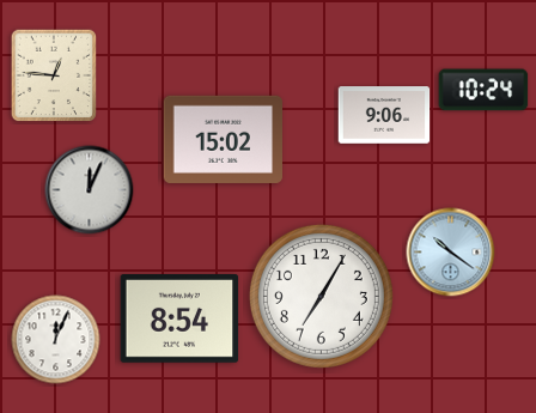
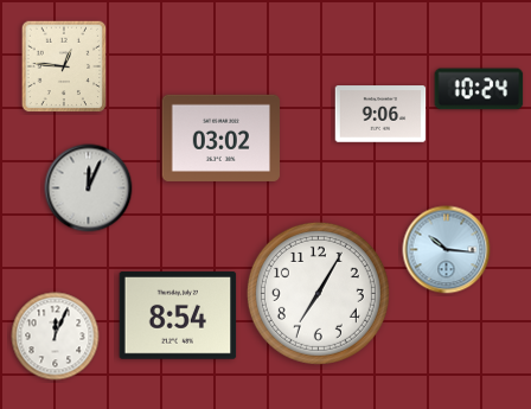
clock at (54, 75) position: (54, 75) -> (64, 66)
clock at (224, 139): 15:02 -> 03:02
clock at (451, 253): 10:21 -> 10:16
